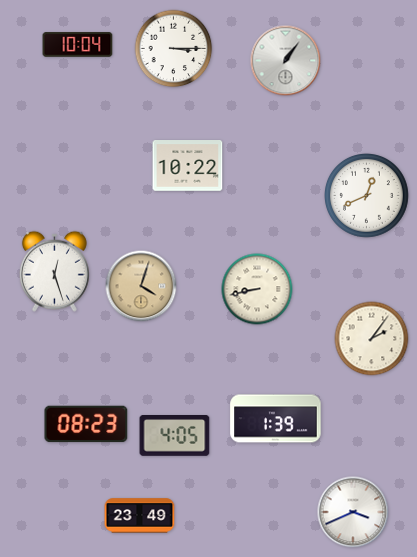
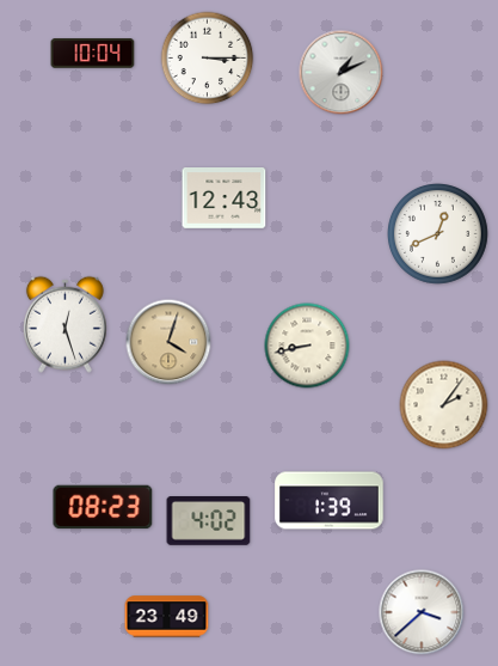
clock at (286, 61): 1:06 -> 1:11
clock at (188, 166): 10:22 -> 12:43
clock at (175, 436): 4:05 -> 4:02
clock at (353, 512): 3:41 -> 3:38
